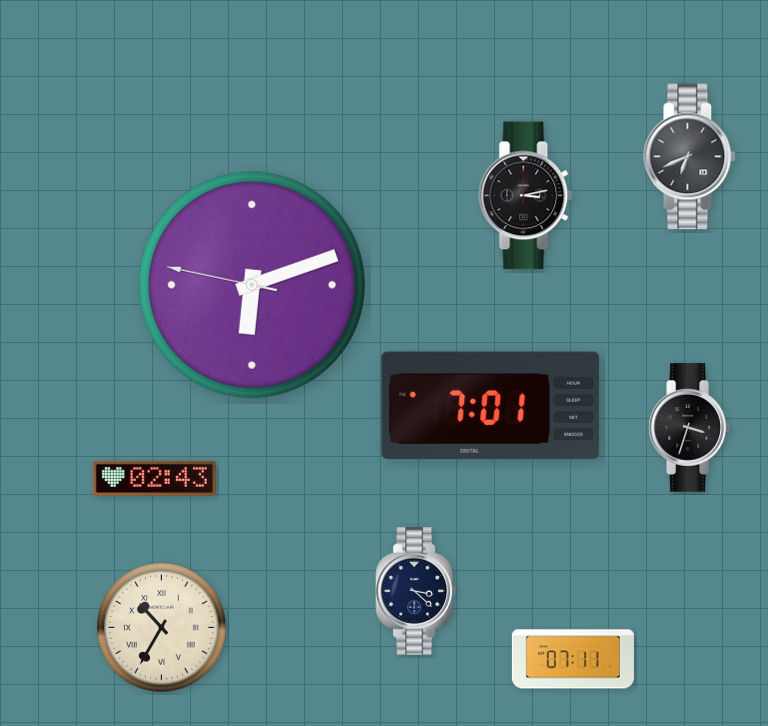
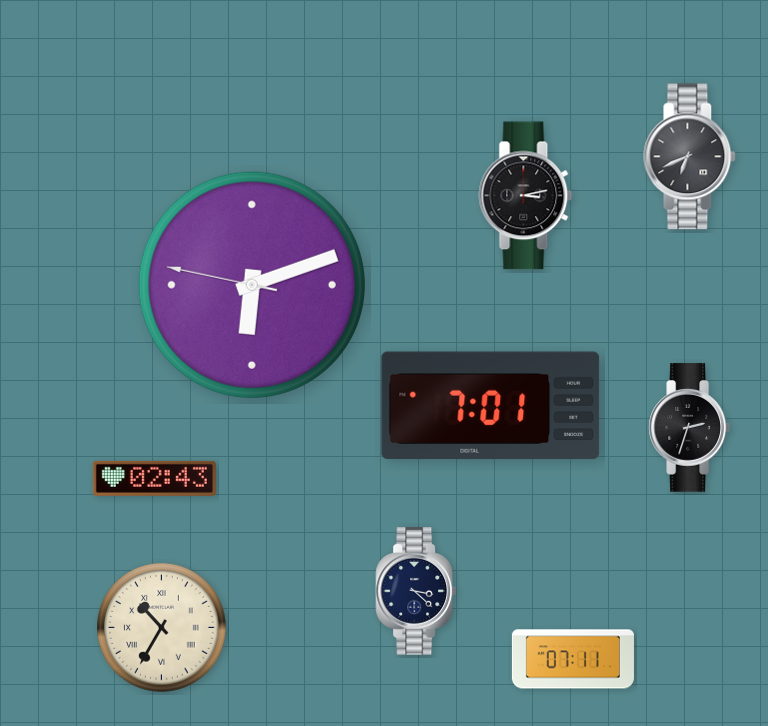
clock at (689, 428): 3:33 -> 2:33
